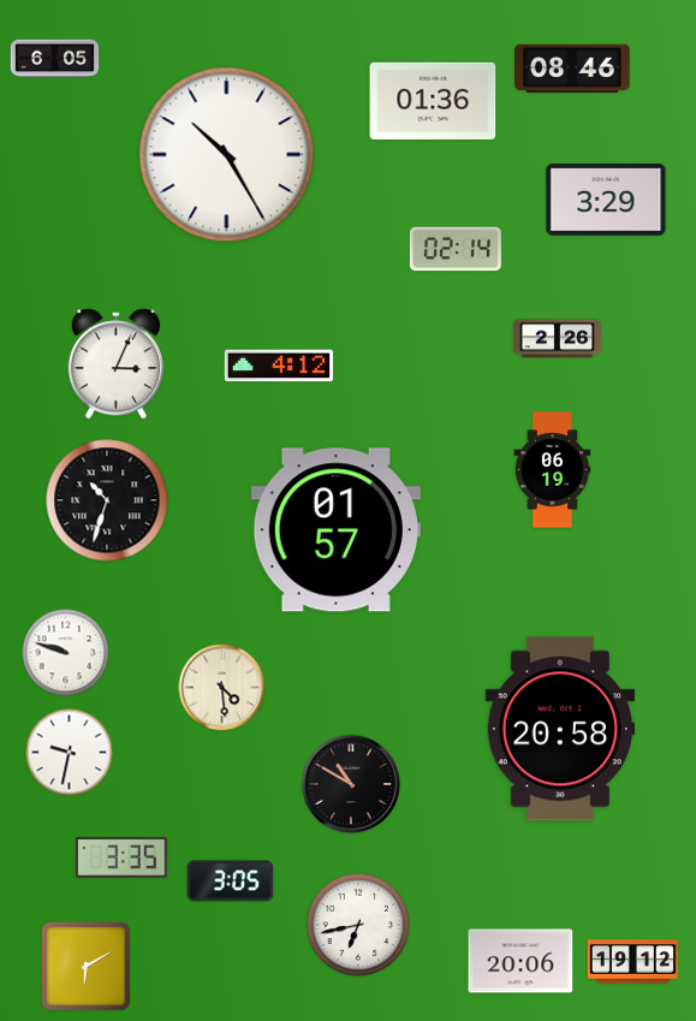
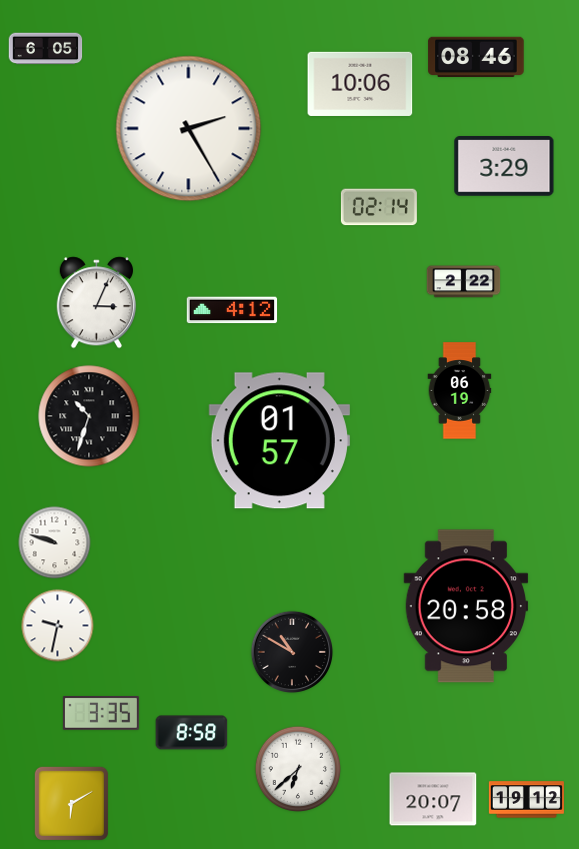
clock at (433, 101): 01:36 -> 10:06
clock at (227, 155): 10:25 -> 2:25
clock at (558, 339): 2:26 -> 2:22
clock at (279, 366) position: (279, 366) -> (232, 310)
clock at (222, 688): 4:29 -> none
clock at (231, 881): 3:05 -> 8:58
clock at (357, 924): 6:43 -> 6:38
clock at (520, 961): 20:06 -> 20:07
